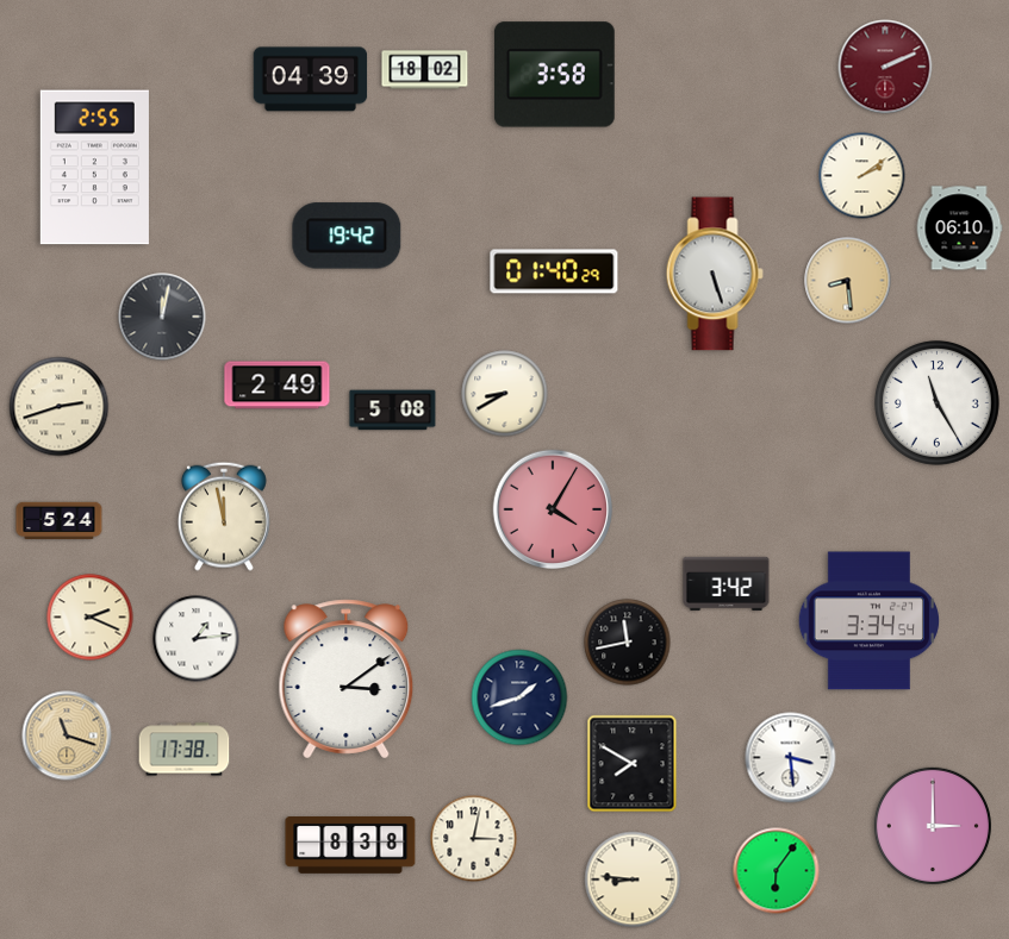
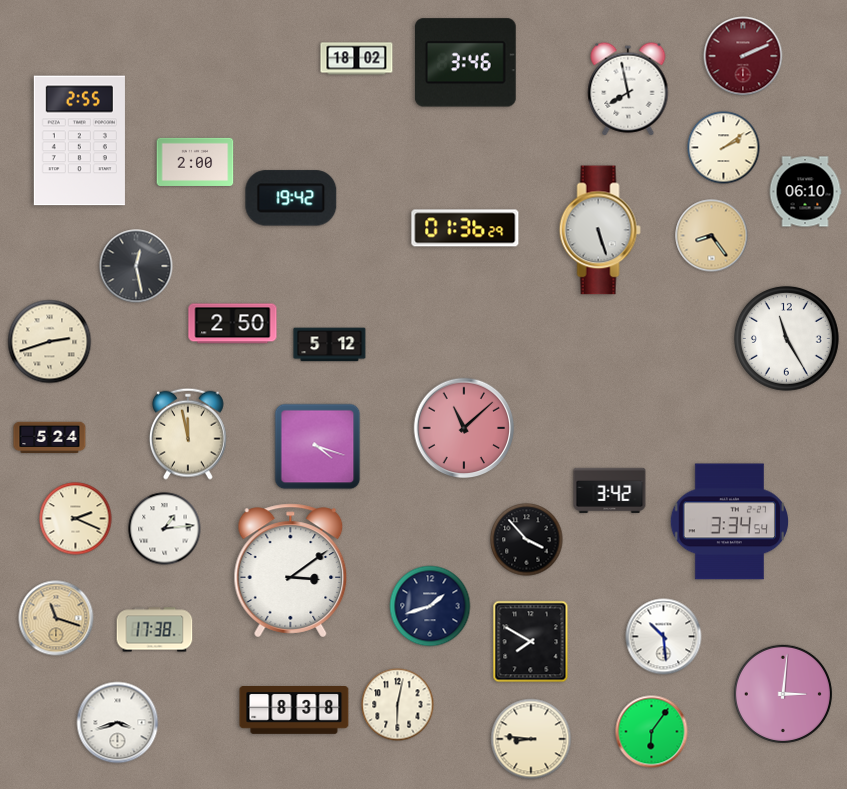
clock at (554, 75): 3:58 -> 3:46
clock at (311, 80): 04:39 -> none
clock at (628, 89): none -> 7:58
clock at (195, 162): none -> 2:00
clock at (554, 271): 01:40 -> 01:36
clock at (848, 281): 8:29 -> 8:24
clock at (162, 317): 12:02 -> 12:28
clock at (278, 386): 2:49 -> 2:50
clock at (505, 394): 8:40 -> none
clock at (393, 411): 5:08 -> 5:12
clock at (553, 509): 4:05 -> 11:08
clock at (318, 447): none -> 4:18
clock at (197, 639) position: (197, 639) -> (165, 529)
clock at (628, 643): 11:43 -> 3:53
clock at (519, 697) position: (519, 697) -> (430, 606)
clock at (791, 758): 3:29 -> 10:29
clock at (933, 826): 3:00 -> 3:01
clock at (474, 839): 3:02 -> 6:02
clock at (118, 723): none -> 3:42
